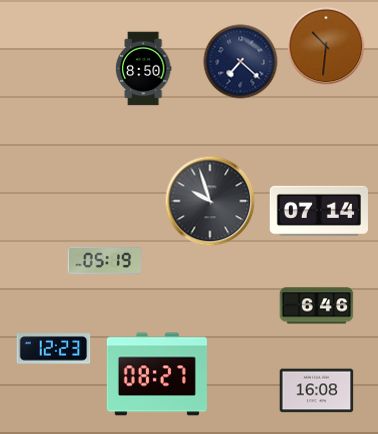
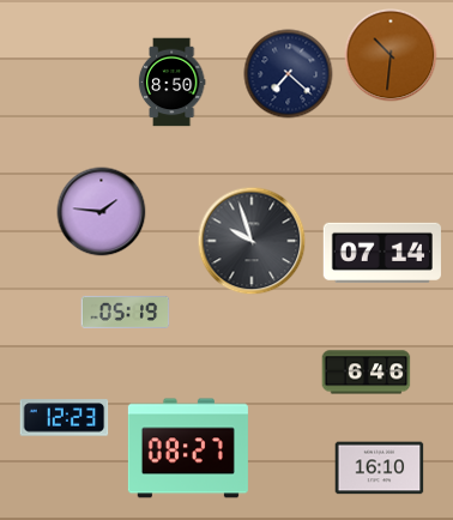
clock at (102, 212): none -> 1:46
clock at (317, 306) position: (317, 306) -> (367, 373)
clock at (317, 391): 16:08 -> 16:10
